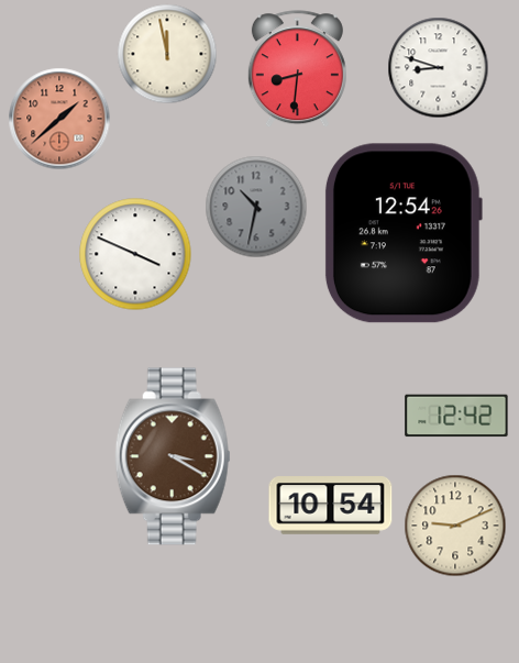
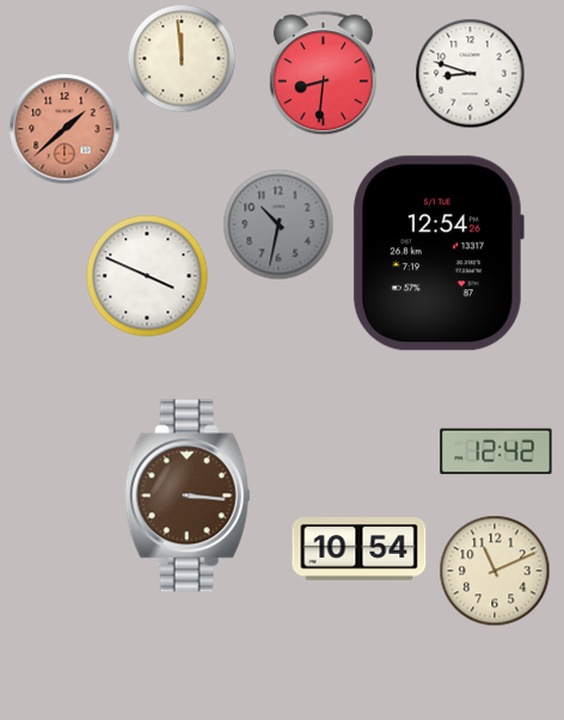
clock at (167, 54): 11:58 -> 11:59
clock at (438, 67) position: (438, 67) -> (470, 73)
clock at (173, 456): 3:20 -> 3:16
clock at (455, 526): 9:11 -> 11:11
